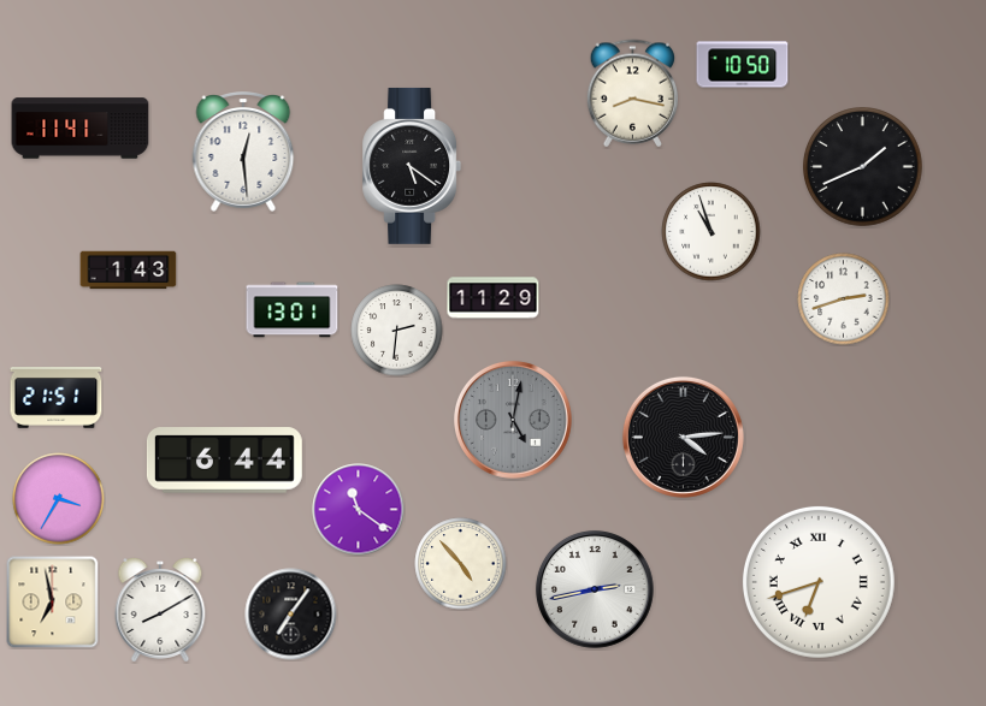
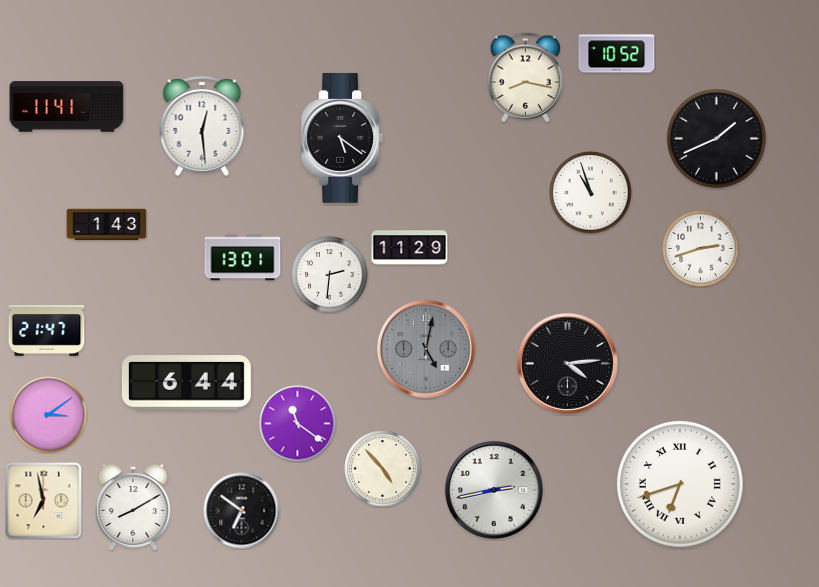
clock at (743, 65): 10:50 -> 10:52
clock at (57, 398): 21:51 -> 21:47
clock at (59, 499): 3:35 -> 3:09
clock at (291, 615): 7:06 -> 6:51
